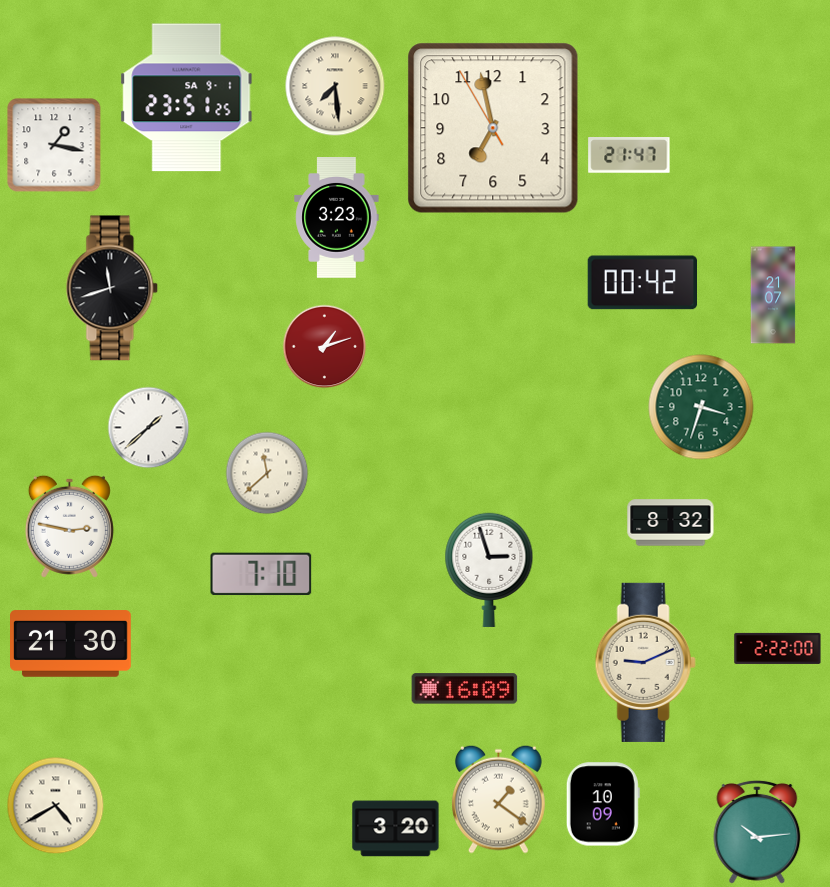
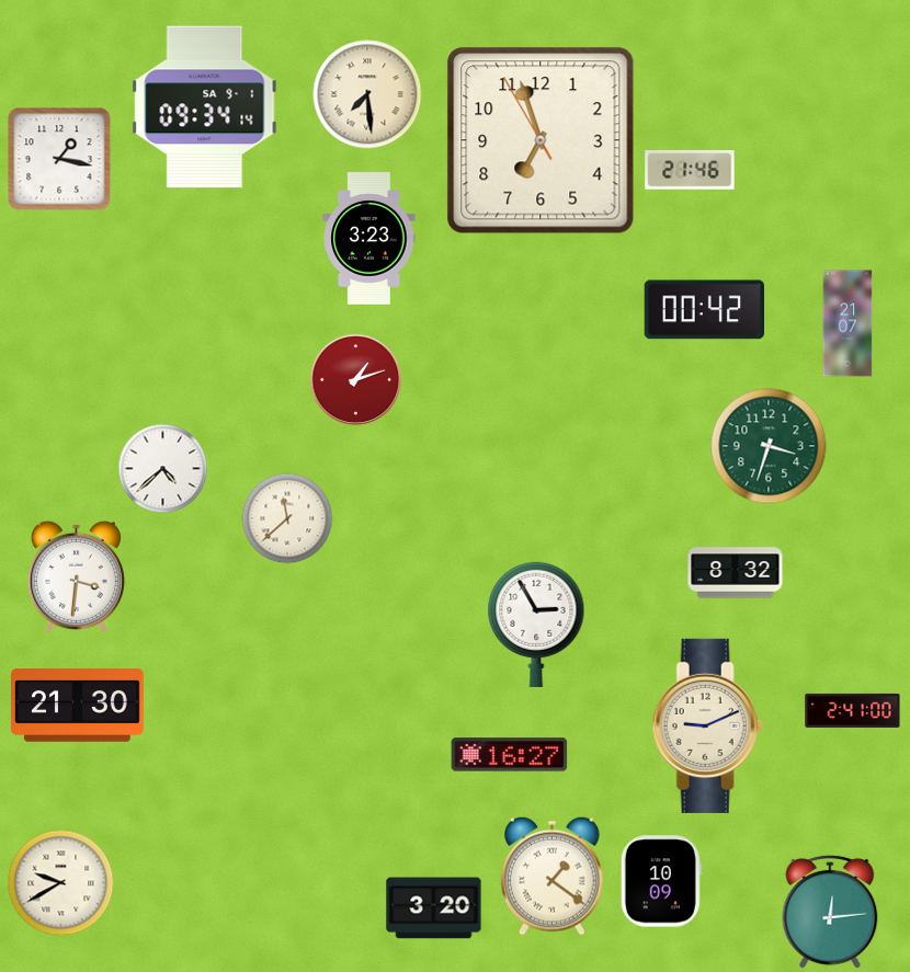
clock at (187, 98): 23:51 -> 09:34
clock at (493, 128): 6:57 -> 6:56
clock at (629, 156): 21:47 -> 21:46
clock at (112, 288): 11:42 -> none
clock at (148, 427): 1:38 -> 4:38
clock at (267, 473) position: (267, 473) -> (287, 518)
clock at (69, 526): 2:47 -> 3:31
clock at (489, 570): 2:57 -> 2:55
clock at (261, 574): 7:10 -> none
clock at (778, 648): 2:22 -> 2:41
clock at (465, 689): 16:09 -> 16:27
clock at (499, 799) position: (499, 799) -> (553, 876)
clock at (55, 805): 4:40 -> 9:40
clock at (757, 832): 10:14 -> 12:14
